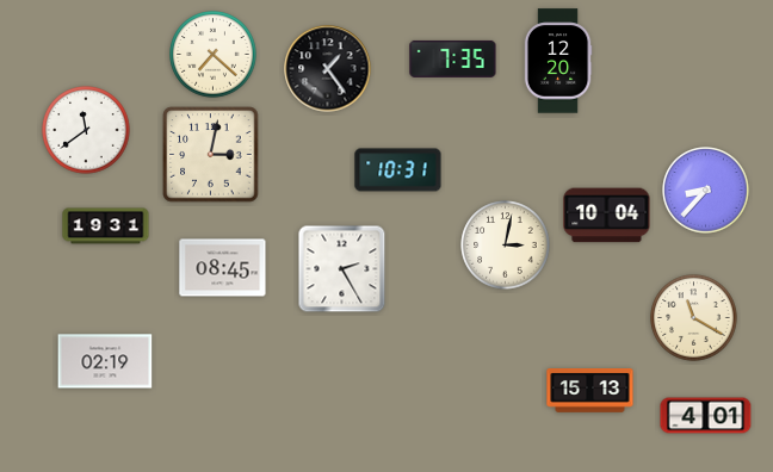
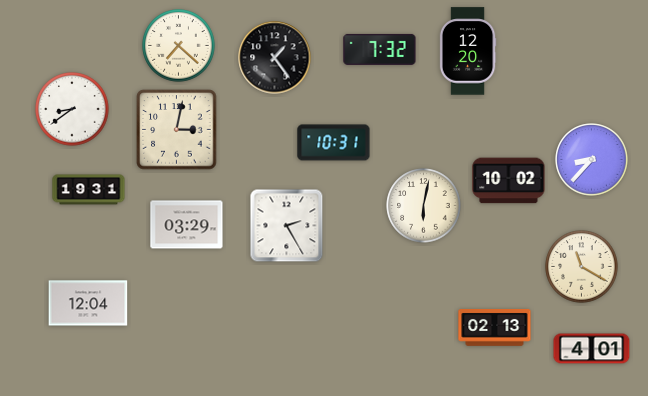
clock at (453, 58): 7:35 -> 7:32
clock at (86, 130): 11:39 -> 8:39
clock at (607, 216): 10:04 -> 10:02
clock at (506, 246): 3:02 -> 6:02
clock at (223, 268): 08:45 -> 03:29
clock at (105, 361): 02:19 -> 12:04
clock at (590, 391): 15:13 -> 02:13
